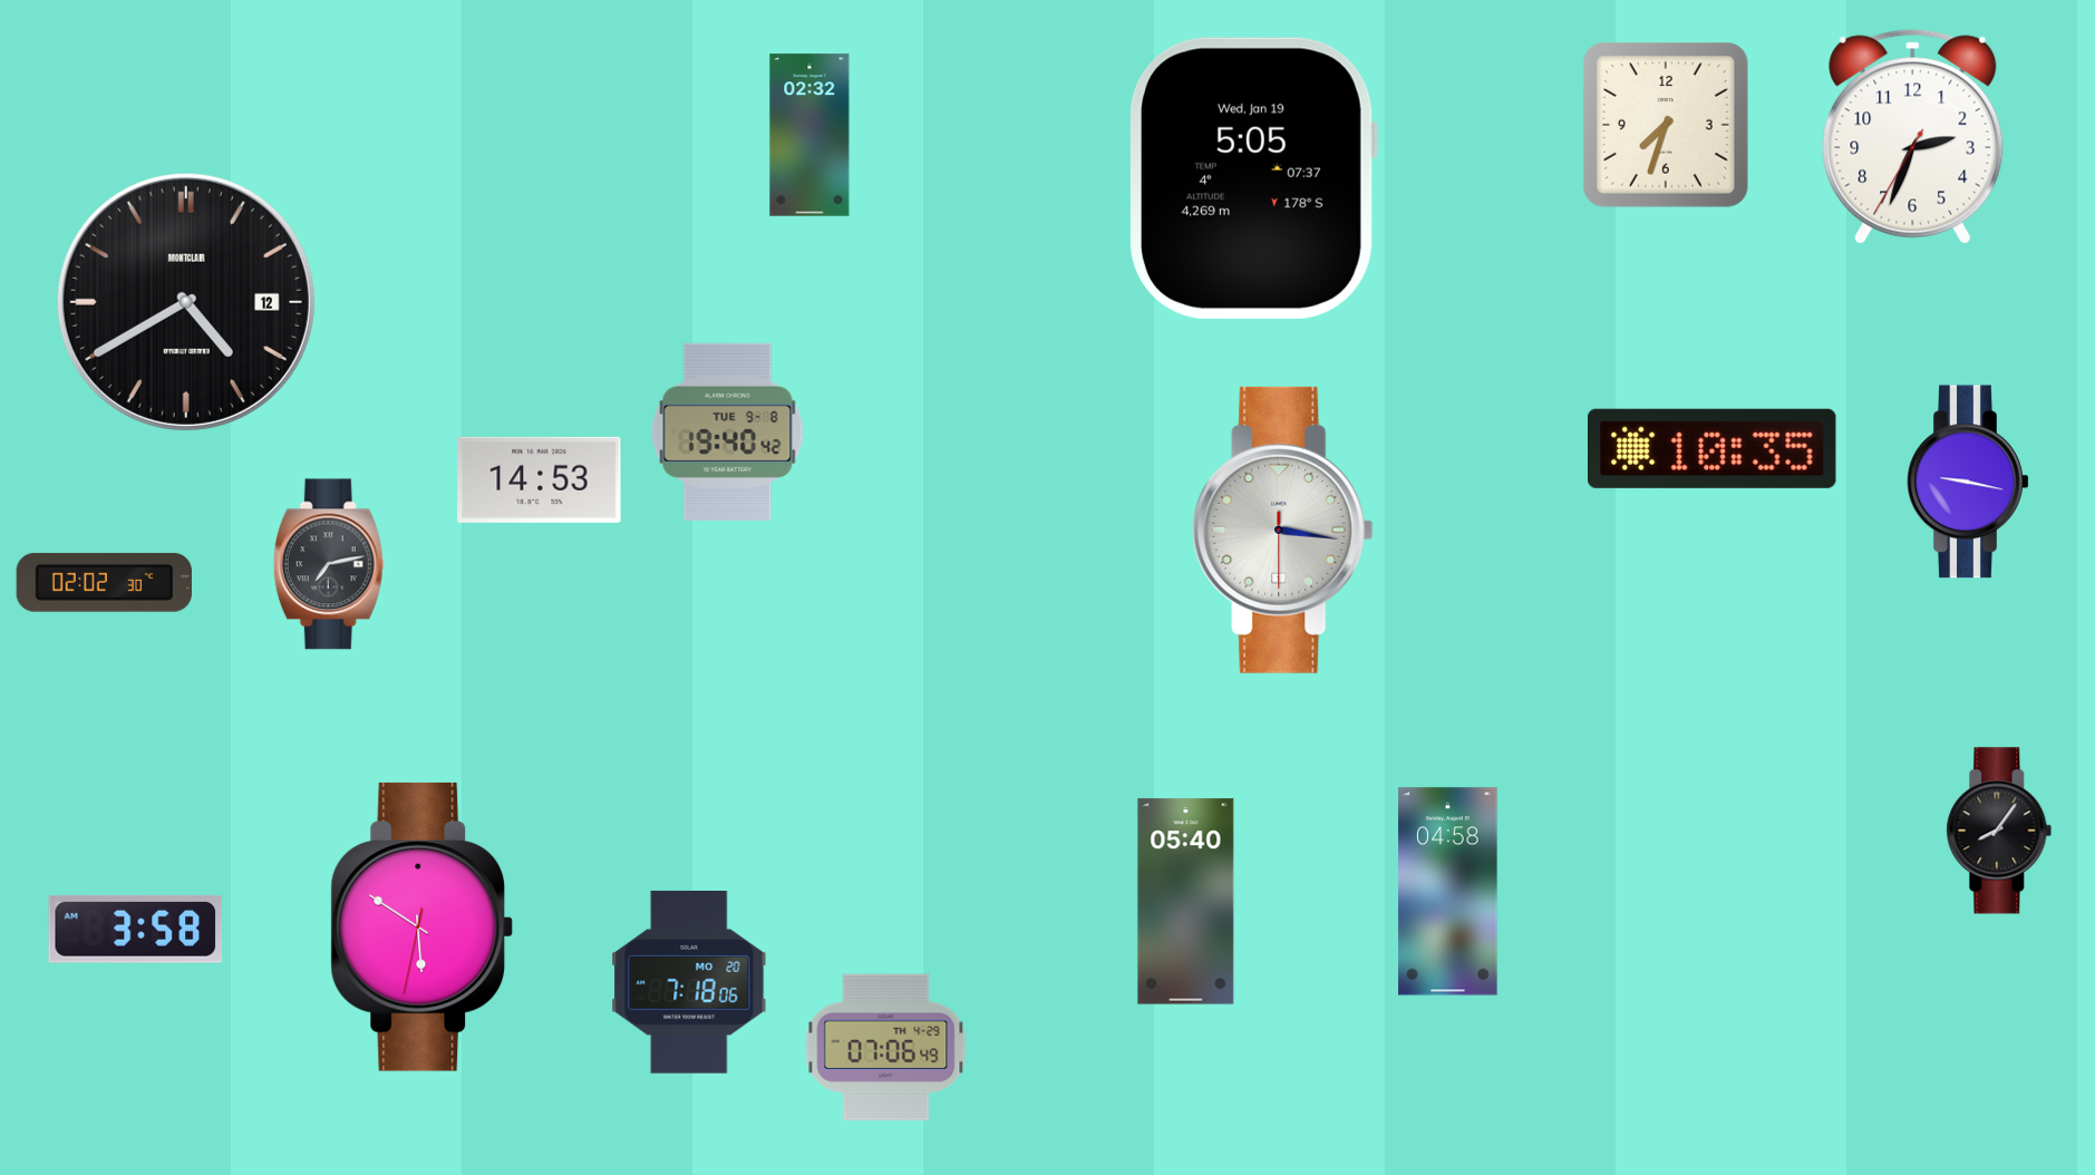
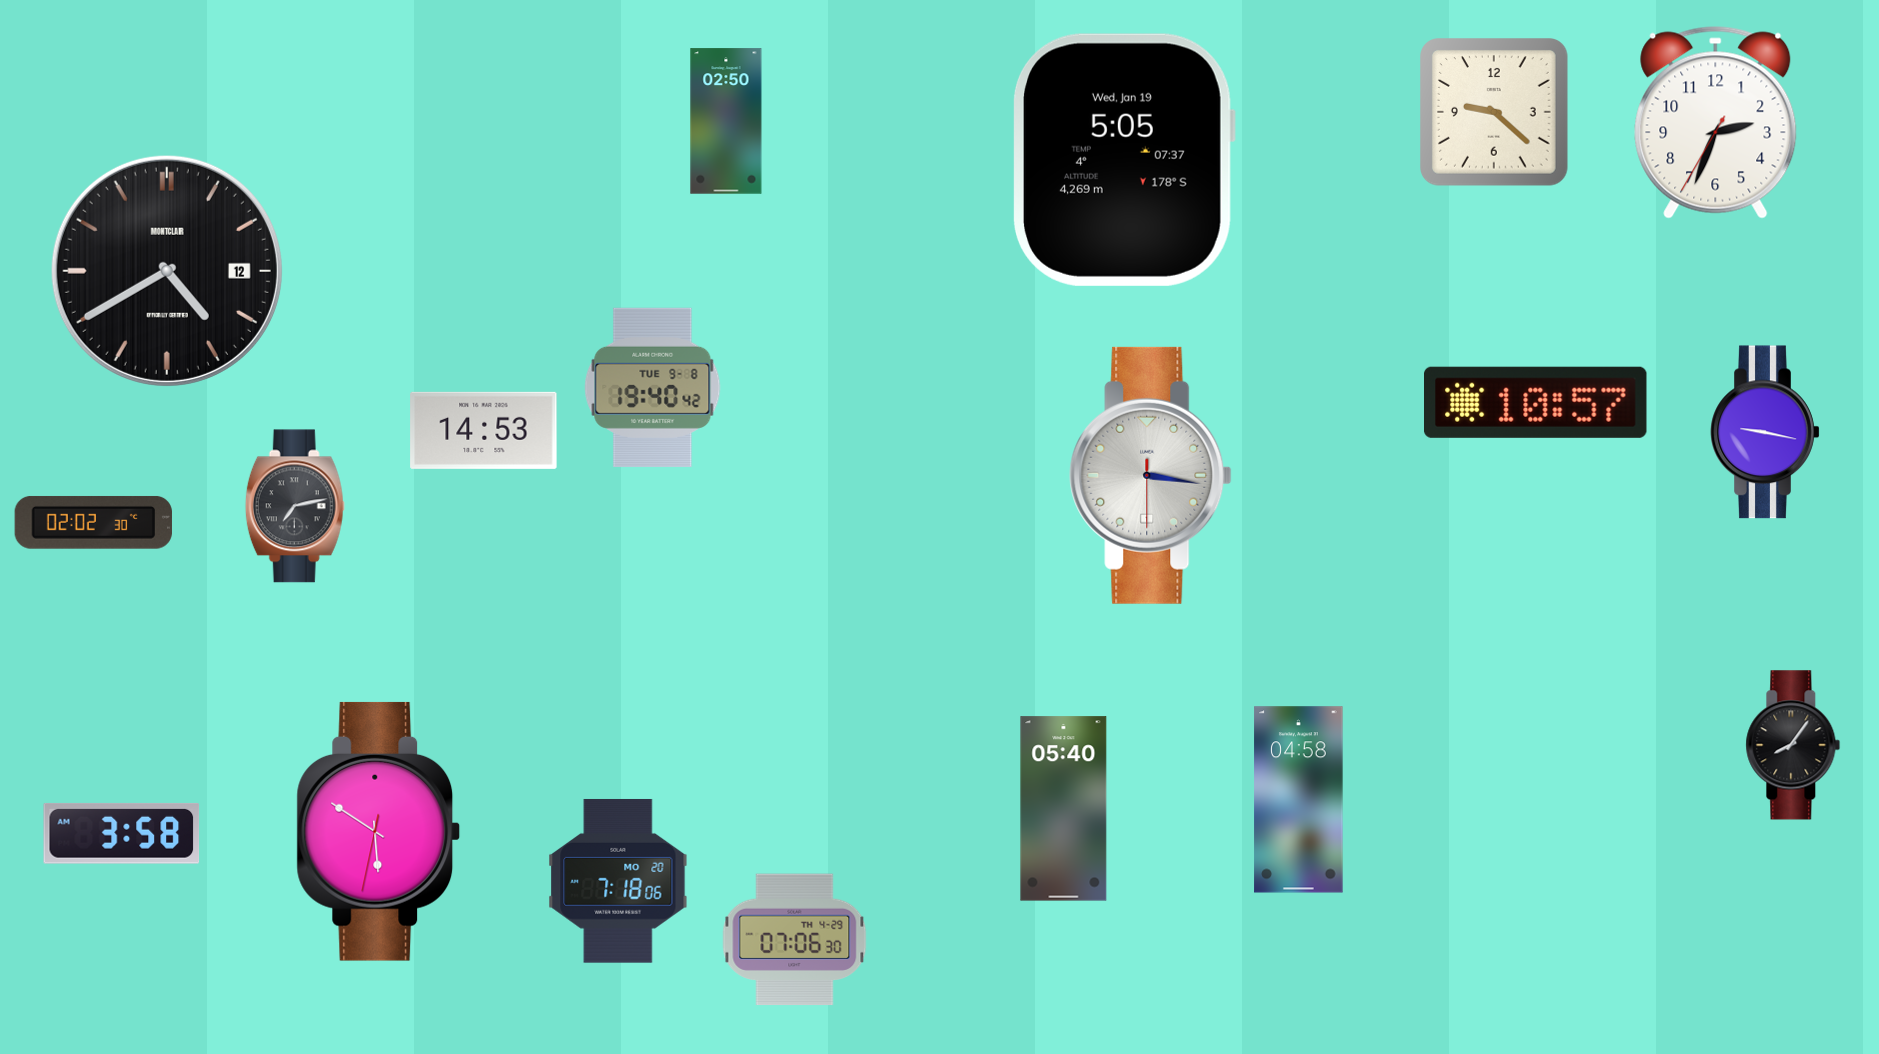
clock at (1667, 126): 7:33 -> 9:22
clock at (809, 135): 02:32 -> 02:50
clock at (1713, 448): 10:35 -> 10:57
clock at (886, 1048): 07:06:49 -> 07:06:30
